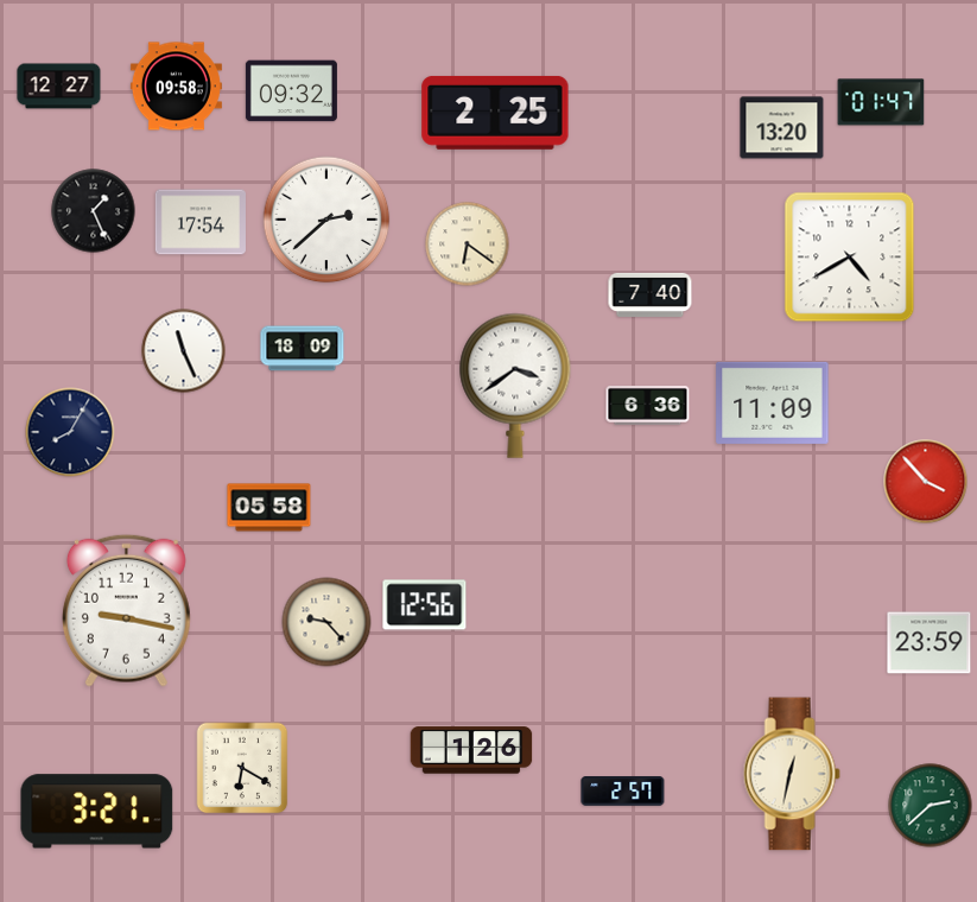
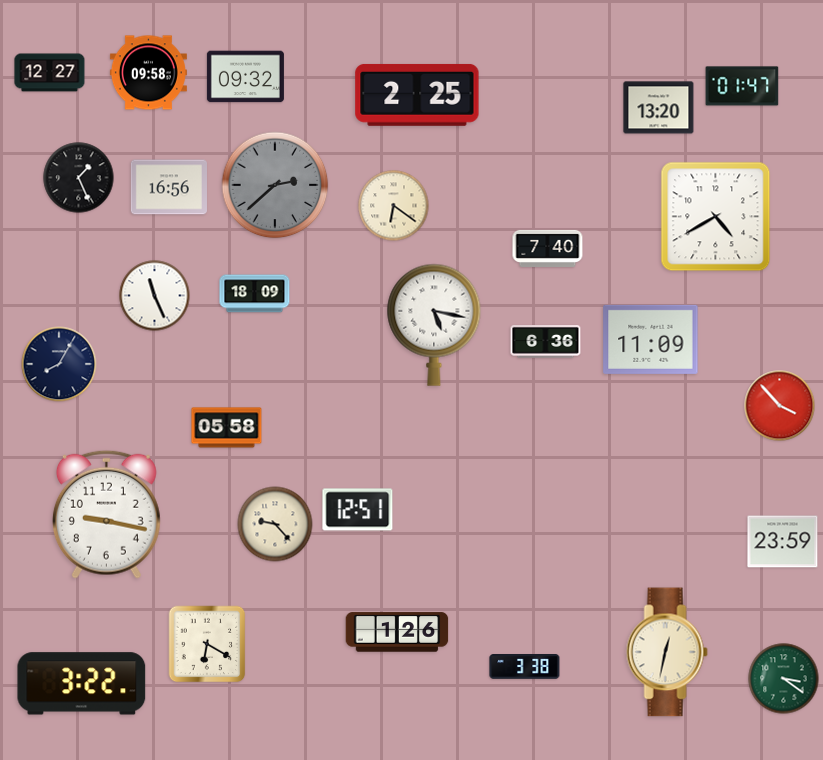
clock at (326, 220) dial: white -> grey
clock at (201, 222): 17:54 -> 16:56
clock at (515, 386): 3:39 -> 5:17
clock at (425, 605): 12:56 -> 12:51
clock at (242, 768) position: (242, 768) -> (207, 644)
clock at (623, 792): 2:57 -> 3:38
clock at (931, 806): 2:38 -> 3:21
clock at (97, 812): 3:21 -> 3:22
